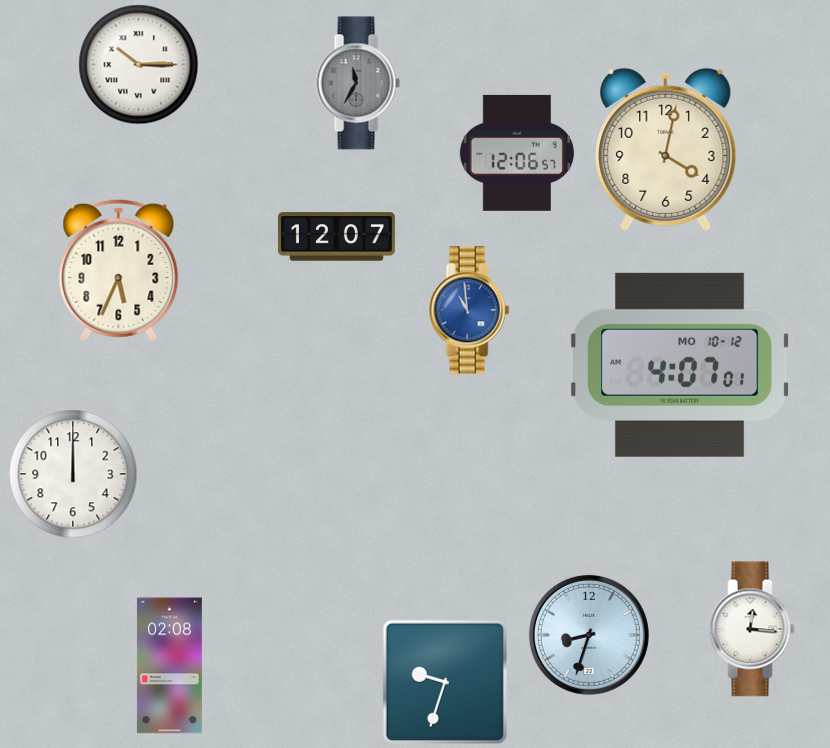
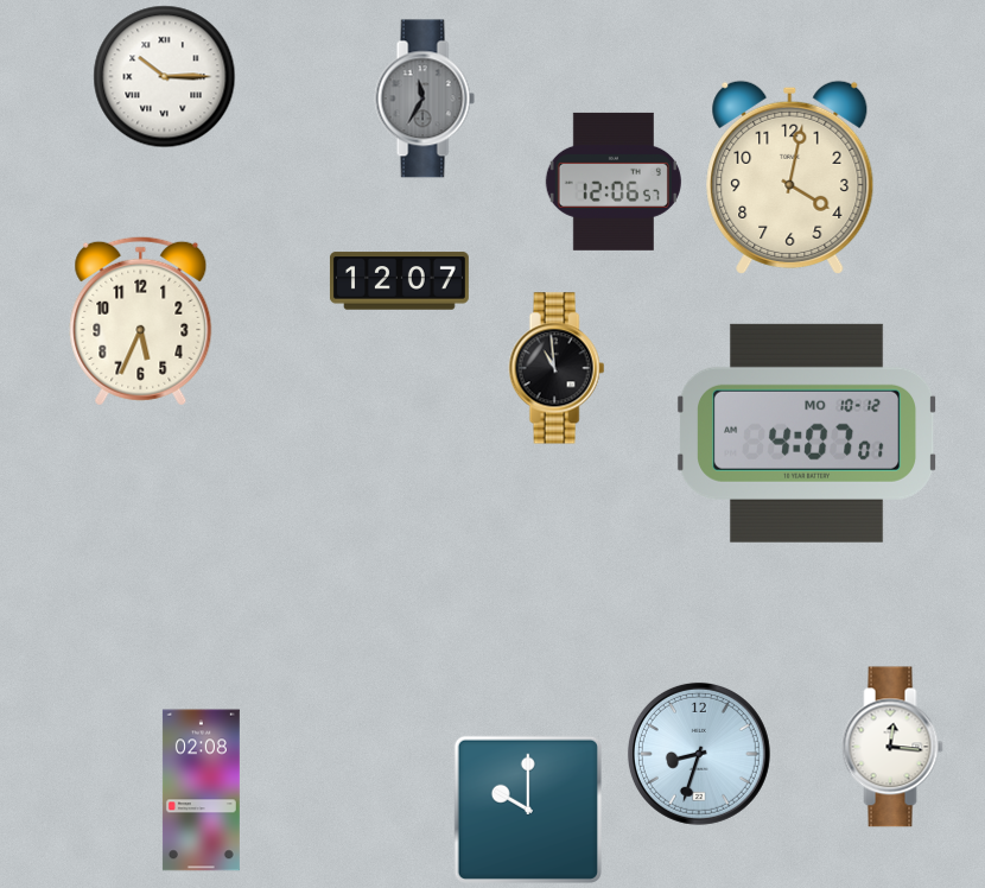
clock at (469, 310) dial: blue -> black
clock at (73, 474): 12:00 -> none
clock at (445, 682): 9:33 -> 10:00
